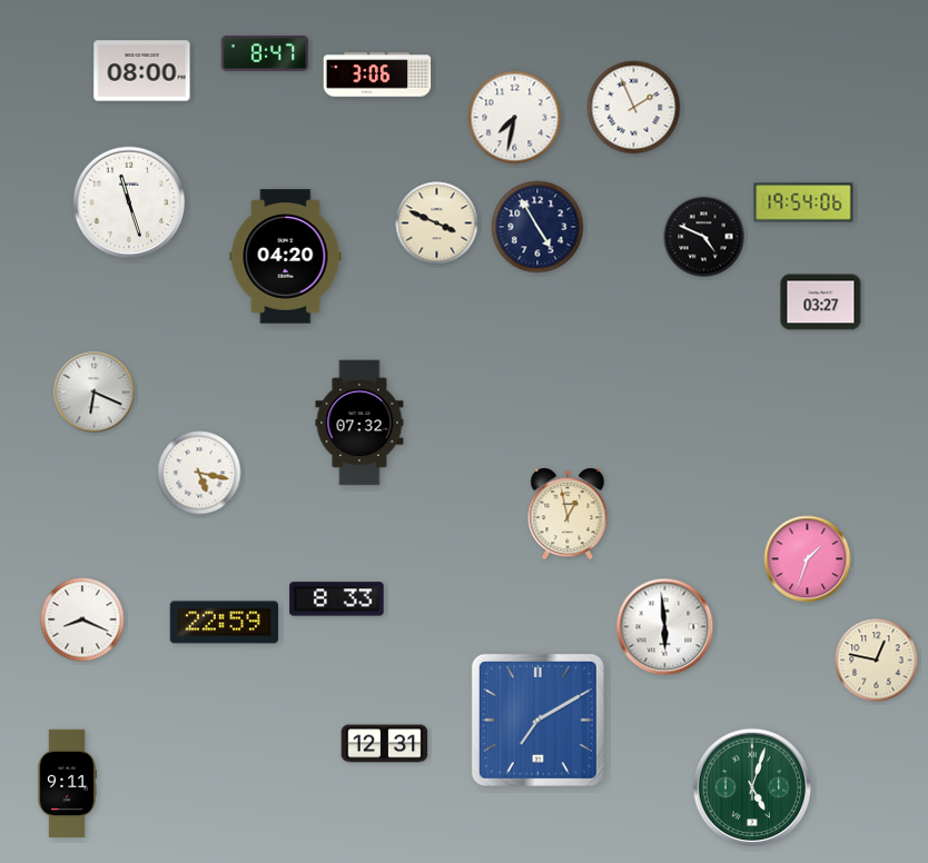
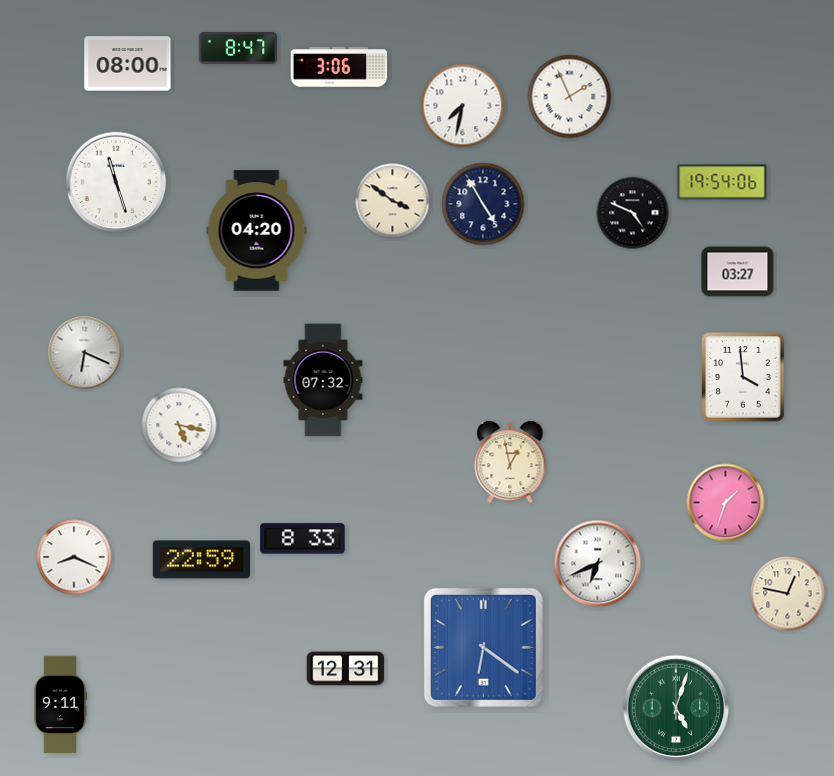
clock at (437, 224): 3:49 -> 3:51
clock at (743, 377): none -> 3:59
clock at (665, 627): 5:59 -> 6:41
clock at (537, 720): 7:10 -> 6:21
